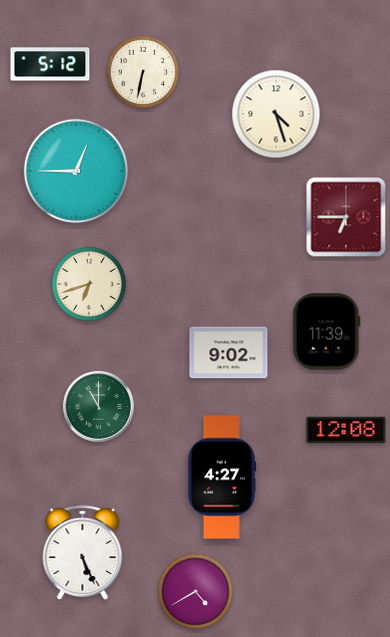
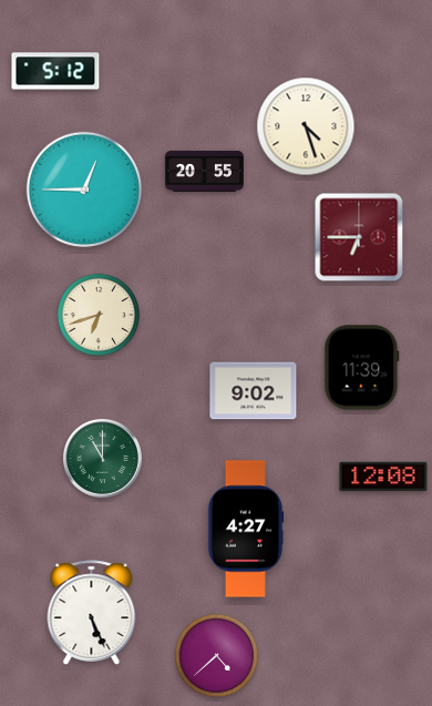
clock at (143, 72): 6:32 -> none
clock at (204, 171): none -> 20:55
clock at (346, 217) position: (346, 217) -> (359, 237)
clock at (98, 406) position: (98, 406) -> (102, 458)
clock at (195, 591): 4:40 -> 4:38
